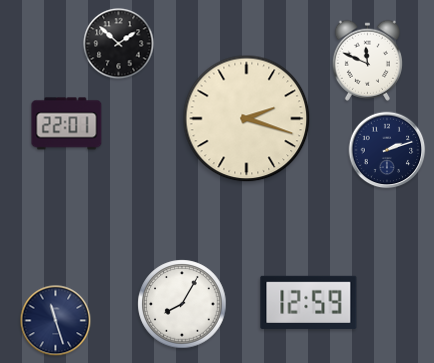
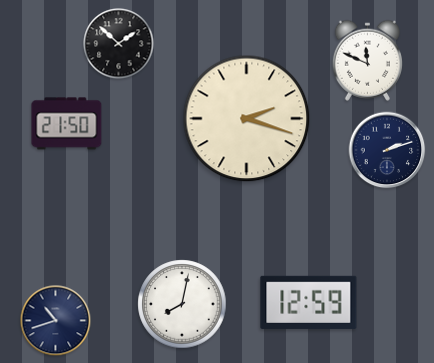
clock at (67, 124): 22:01 -> 21:50
clock at (182, 304): 8:05 -> 8:02
clock at (56, 321): 11:27 -> 10:42
